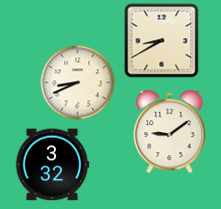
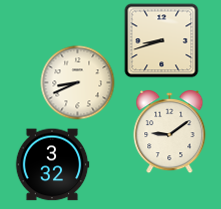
clock at (162, 41): 8:40 -> 8:42
